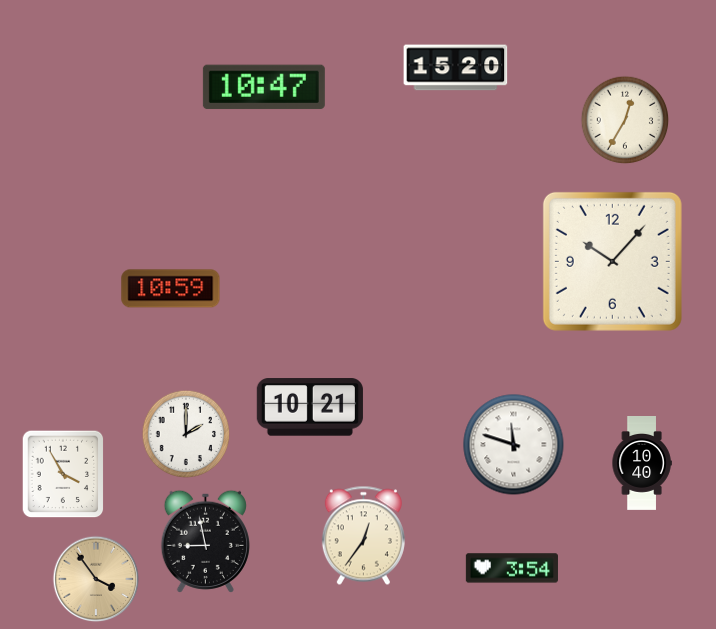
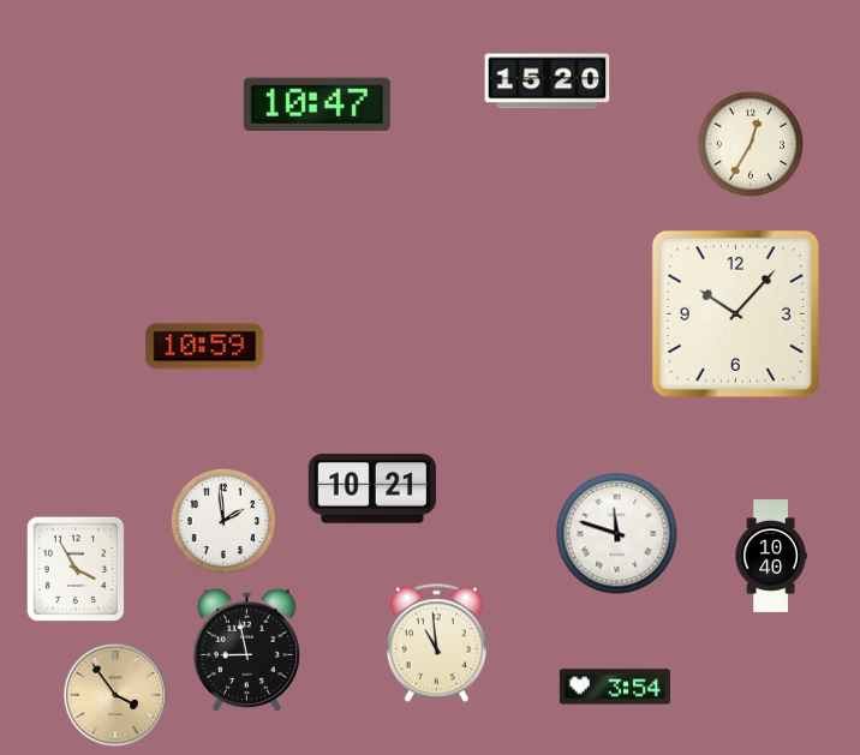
clock at (186, 434): 2:00 -> 1:59
clock at (363, 536): 12:36 -> 10:59
clock at (512, 568) position: (512, 568) -> (615, 687)
